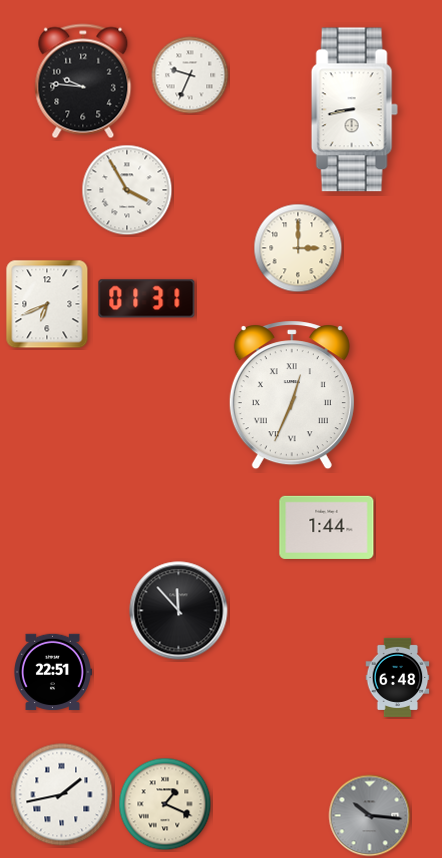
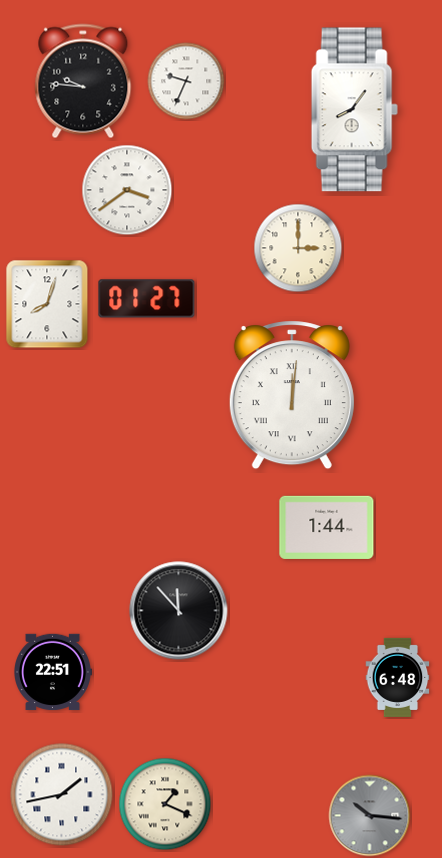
clock at (190, 75) position: (190, 75) -> (186, 81)
clock at (354, 110): 8:43 -> 8:06
clock at (127, 190): 3:55 -> 3:39
clock at (147, 299): 01:31 -> 01:27
clock at (47, 304): 6:41 -> 8:03
clock at (292, 395): 12:34 -> 12:01
